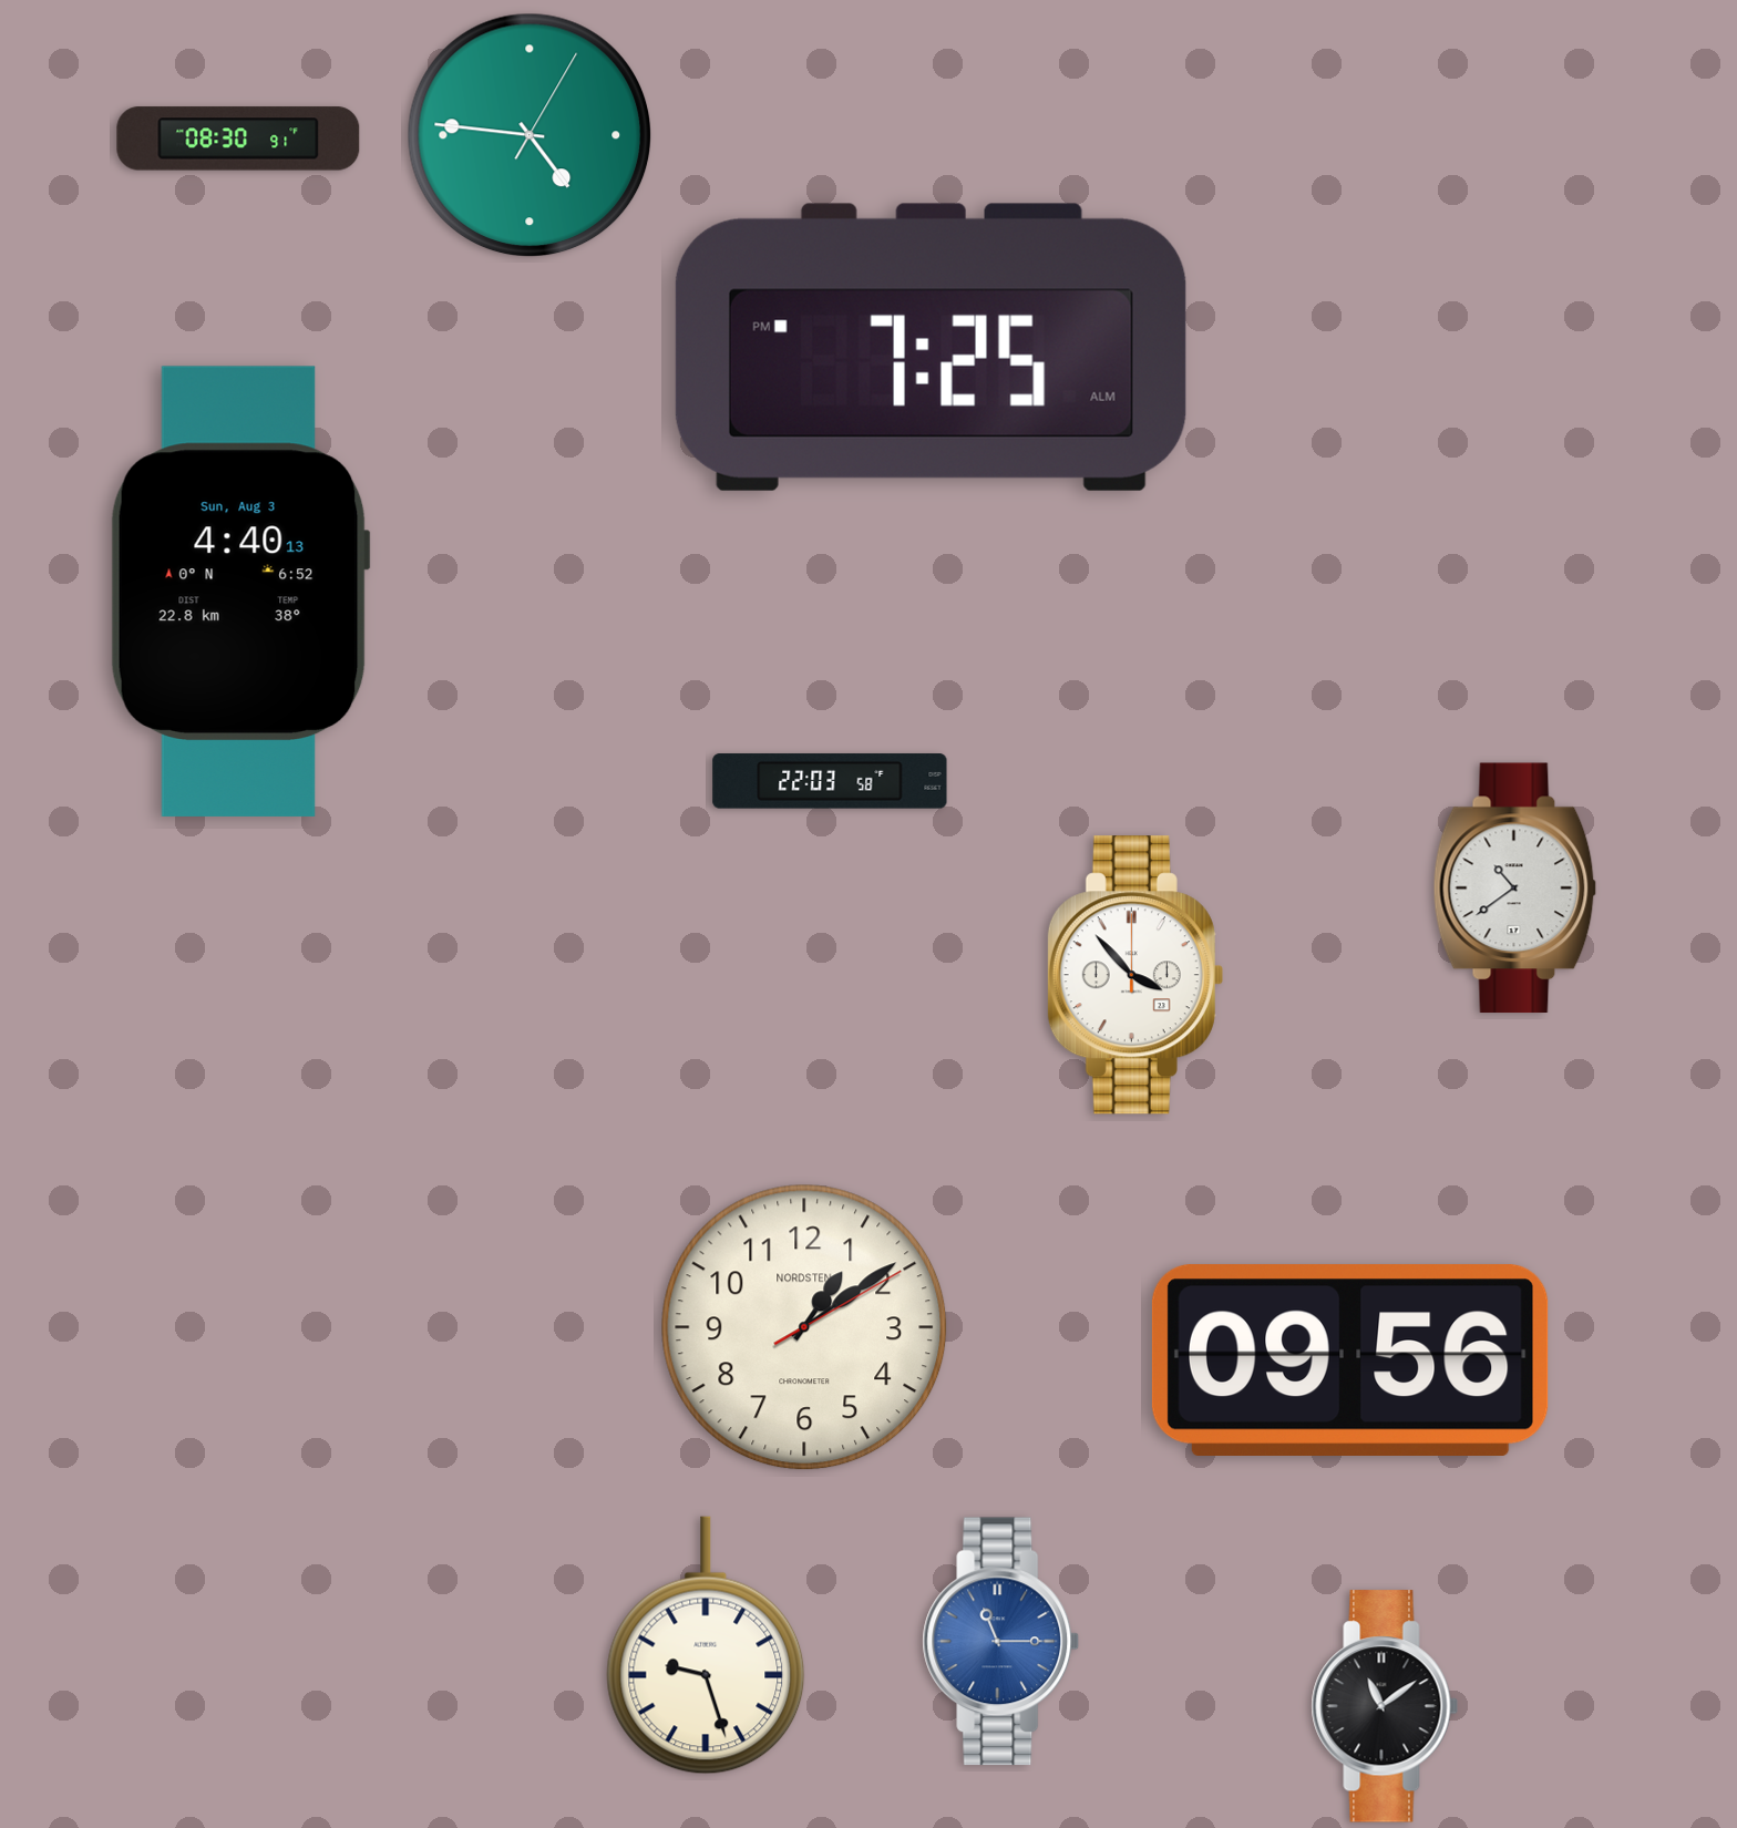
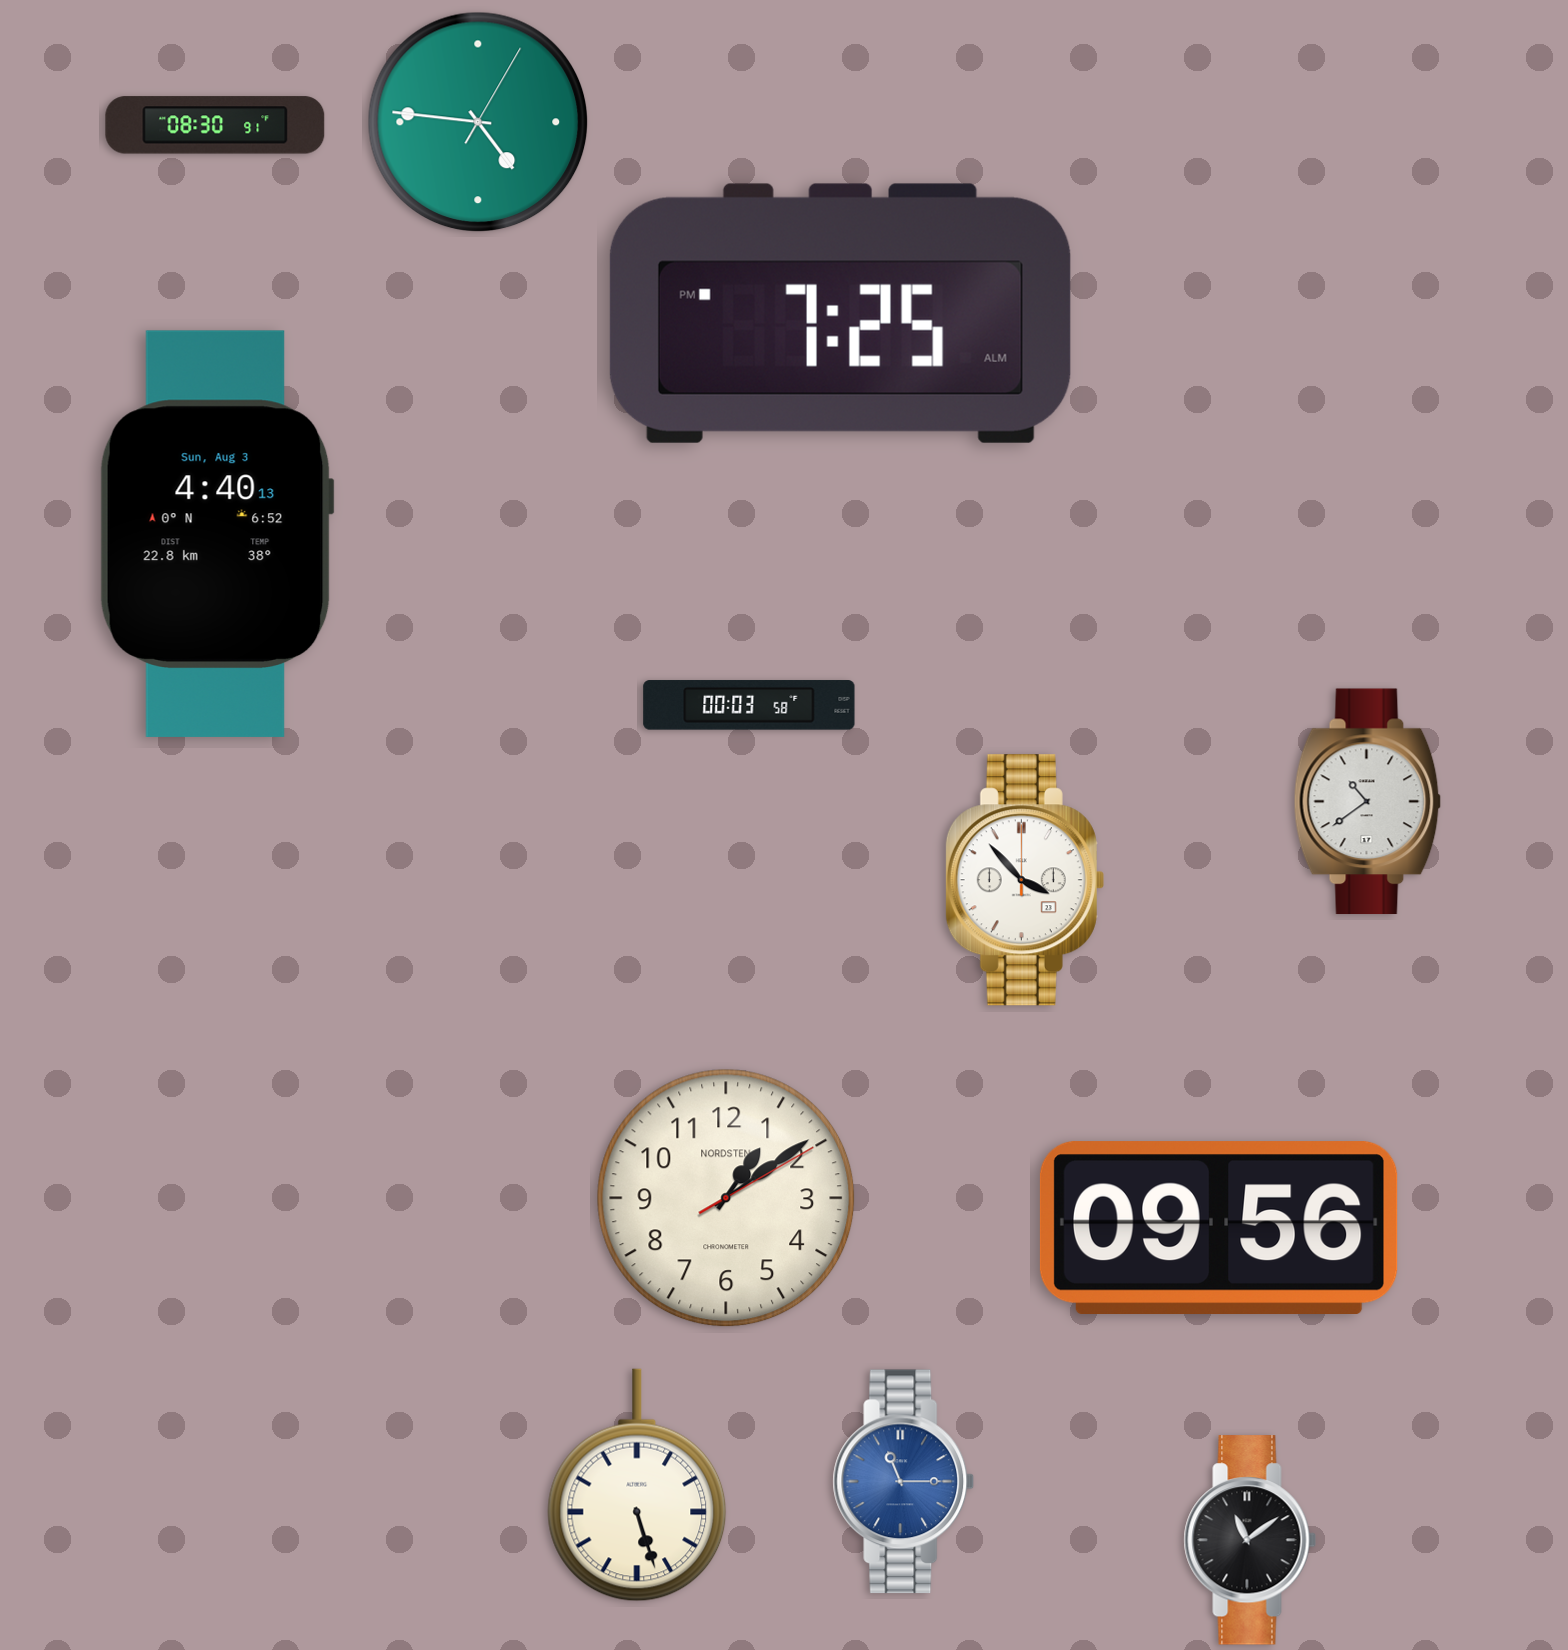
clock at (830, 781): 22:03 -> 00:03
clock at (706, 1645): 9:27 -> 5:27
